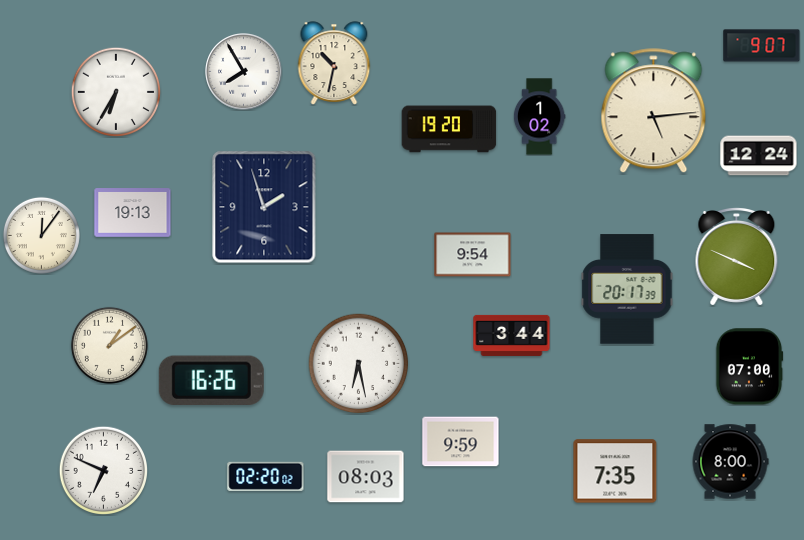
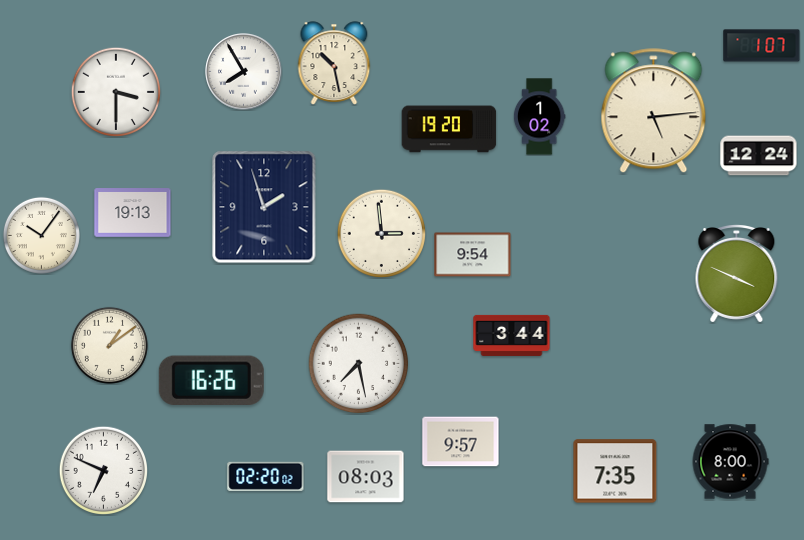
clock at (762, 46): 9:07 -> 1:07
clock at (334, 63): 10:32 -> 10:28
clock at (115, 91): 6:35 -> 3:30
clock at (381, 233): none -> 2:59
clock at (41, 235): 12:06 -> 10:06
clock at (737, 257) position: (737, 257) -> (737, 274)
clock at (627, 289): 20:17 -> none
clock at (359, 364): 6:28 -> 7:28
clock at (749, 367): 07:00 -> none
clock at (461, 442): 9:59 -> 9:57
